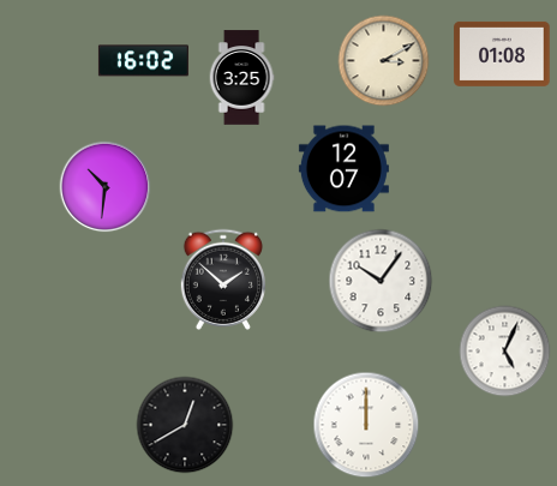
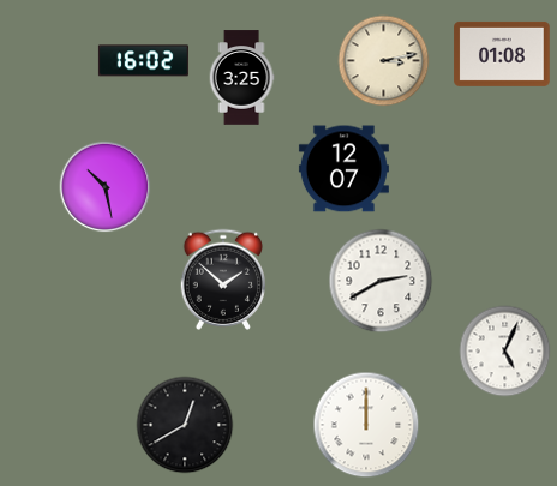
clock at (384, 61): 3:10 -> 3:13
clock at (106, 187): 10:31 -> 10:28
clock at (381, 281): 10:06 -> 2:40
